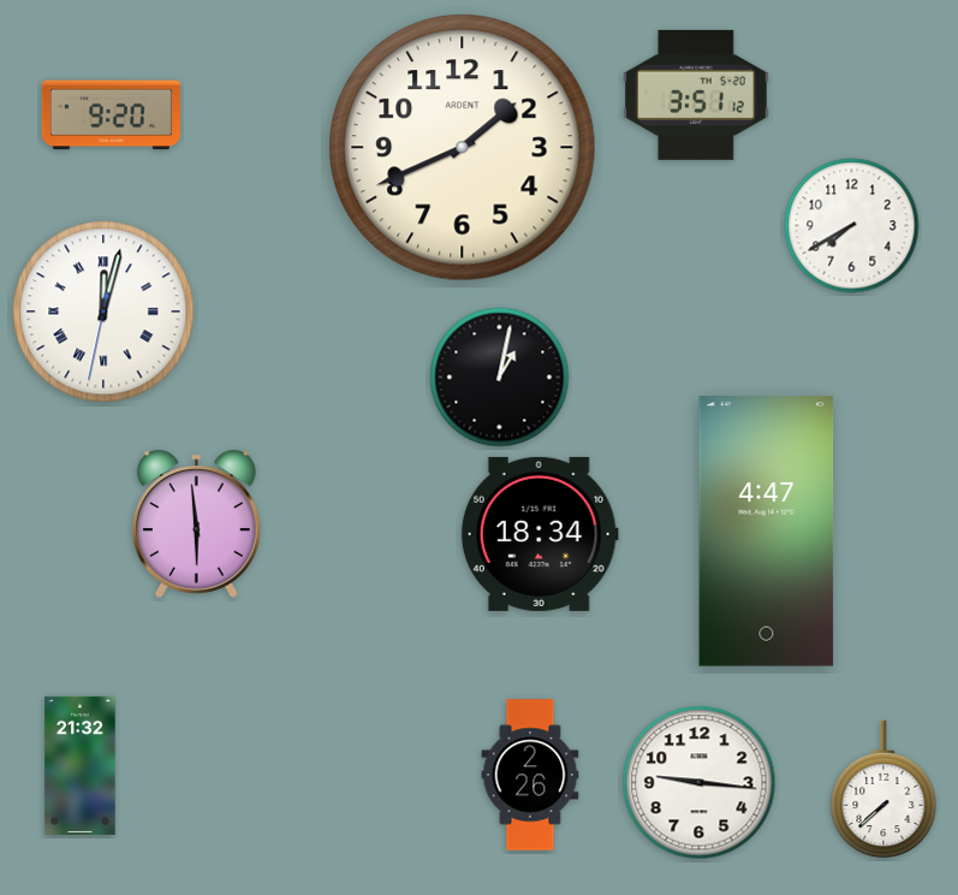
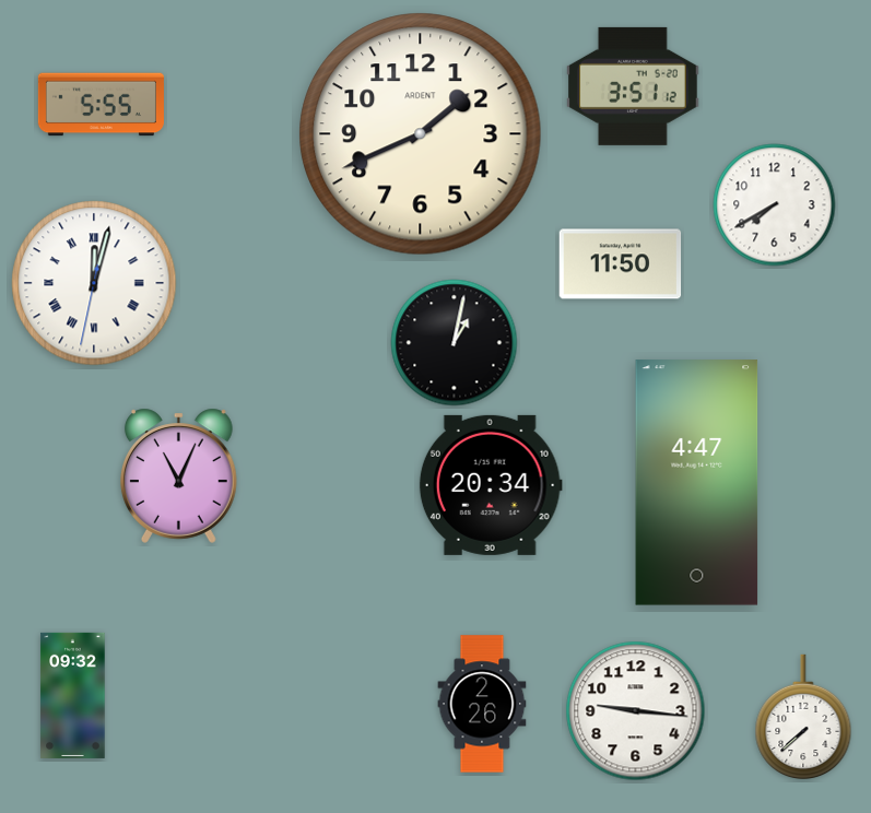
clock at (111, 115): 9:20 -> 5:55
clock at (621, 264): none -> 11:50
clock at (197, 523): 5:59 -> 11:04
clock at (540, 534): 18:34 -> 20:34
clock at (81, 765): 21:32 -> 09:32
